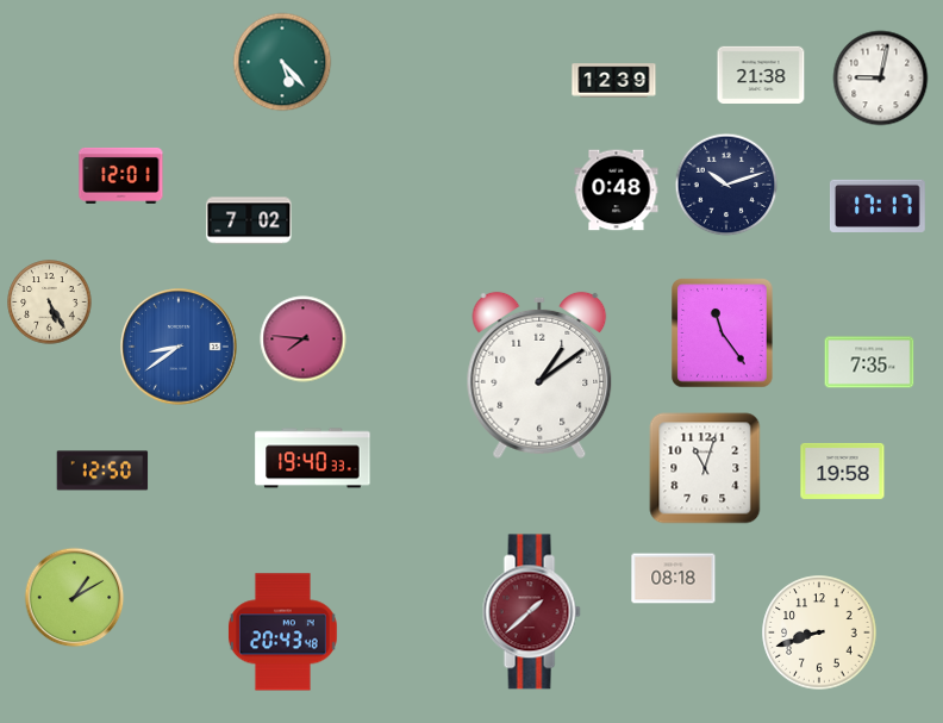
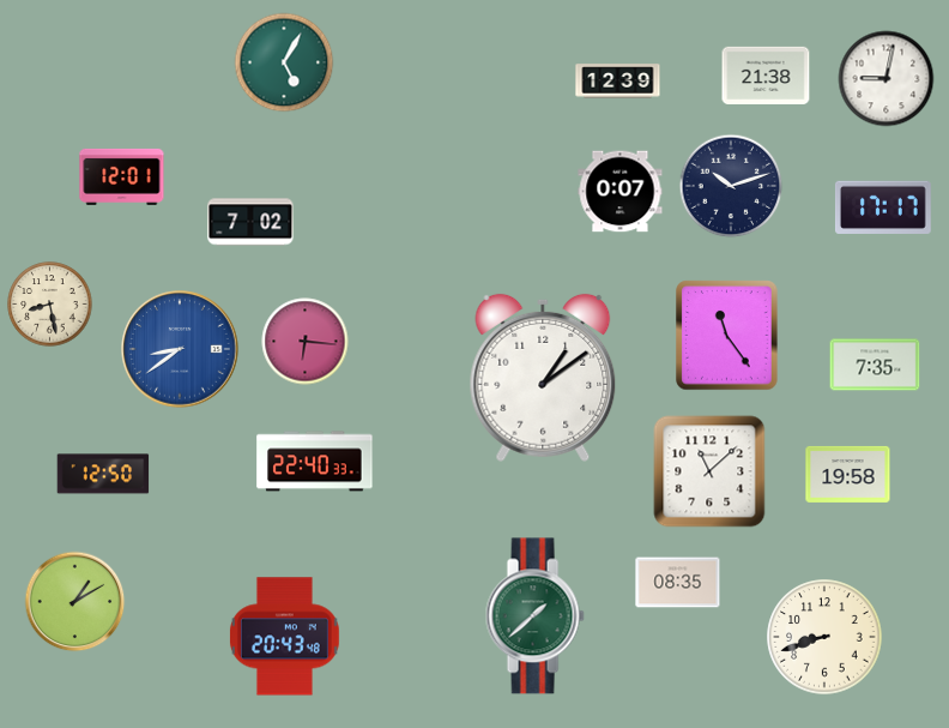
clock at (282, 62): 5:23 -> 5:05
clock at (617, 191): 0:48 -> 0:07
clock at (50, 303): 5:25 -> 8:28
clock at (304, 339): 7:46 -> 6:16
clock at (313, 459): 19:40 -> 22:40
clock at (705, 468): 11:03 -> 11:08
clock at (674, 579): 08:18 -> 08:35
clock at (531, 612) dial: burgundy -> green
